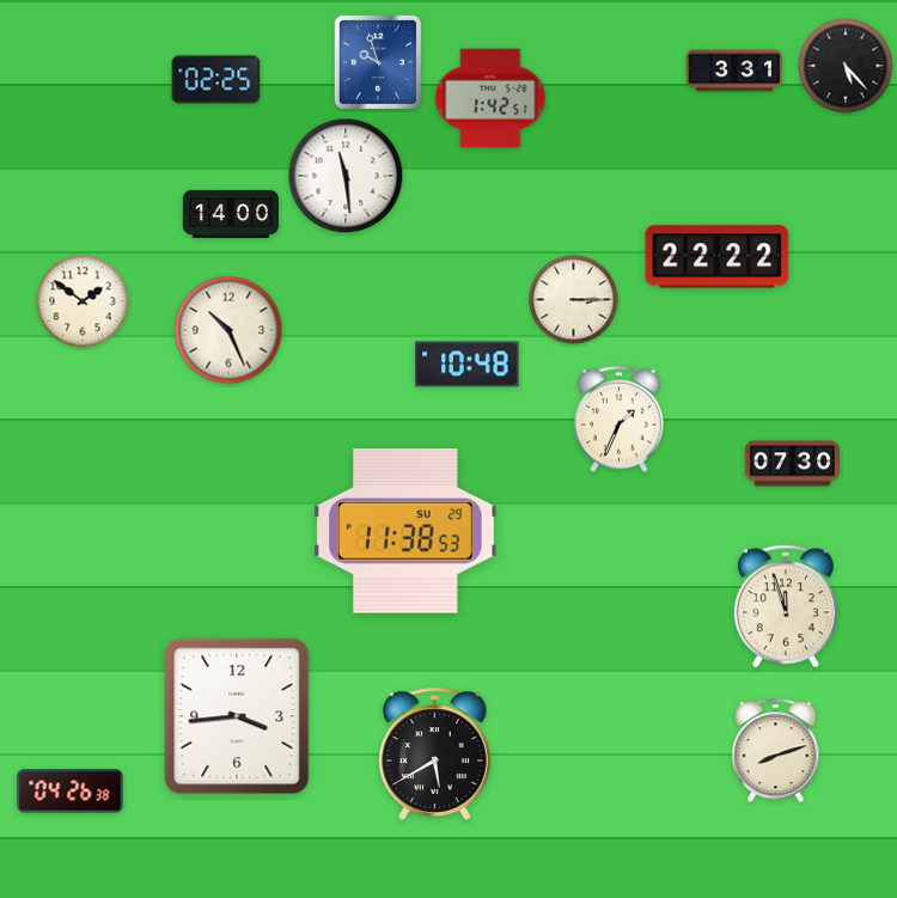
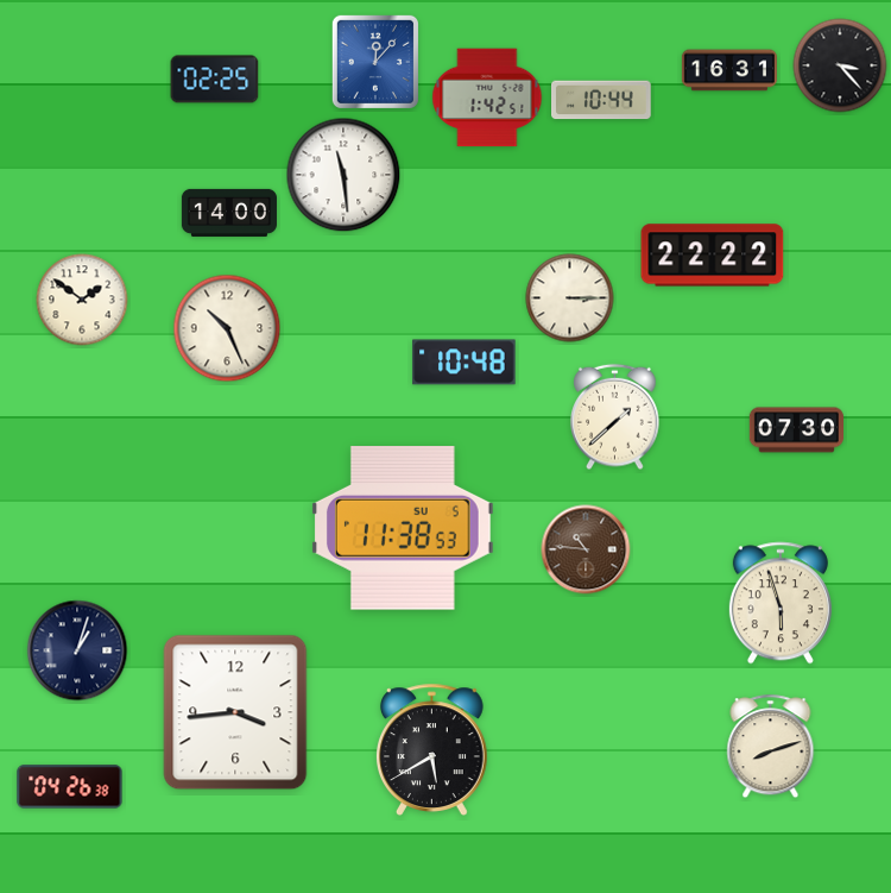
clock at (378, 62): 9:57 -> 12:07
clock at (846, 66): 5:23 -> 3:23
clock at (734, 71): 3:31 -> 16:31
clock at (601, 100): none -> 10:44
clock at (620, 420): 1:34 -> 1:38
clock at (792, 464) position: (792, 464) -> (796, 430)
clock at (405, 532) date: SU 29 -> SU 5
clock at (586, 549): none -> 10:46
clock at (786, 606): 11:57 -> 5:57
clock at (77, 650): none -> 1:03
